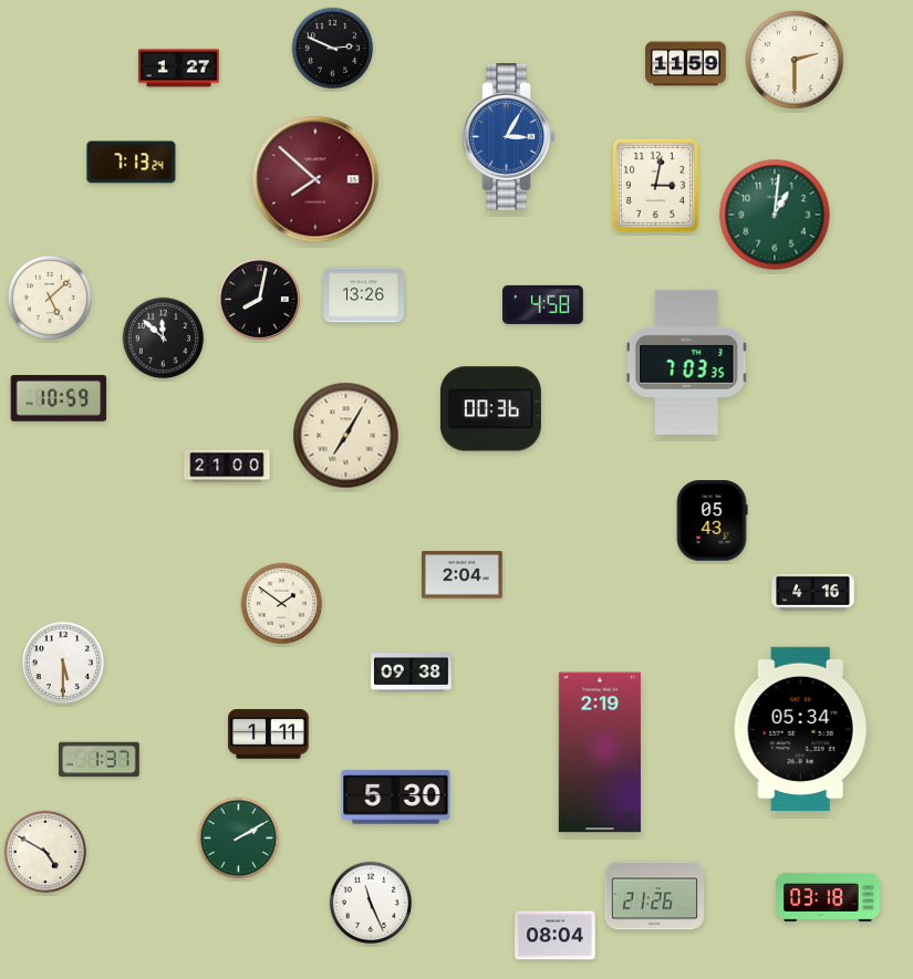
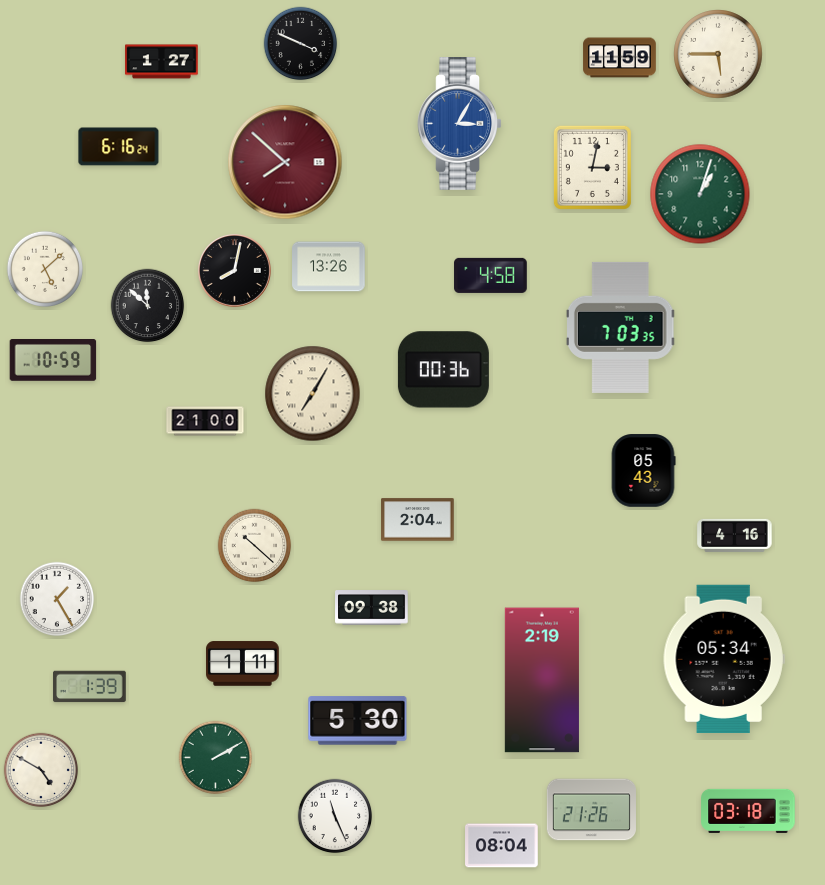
clock at (333, 49): 2:49 -> 3:49
clock at (795, 60): 2:30 -> 5:45
clock at (132, 163): 7:13 -> 6:16
clock at (775, 215): 1:01 -> 1:03
clock at (282, 604): 1:51 -> 10:22
clock at (63, 663): 5:30 -> 1:25
clock at (100, 760): 1:37 -> 1:39
